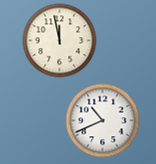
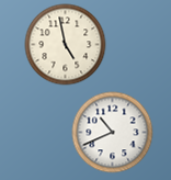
clock at (60, 41): 11:58 -> 4:58
